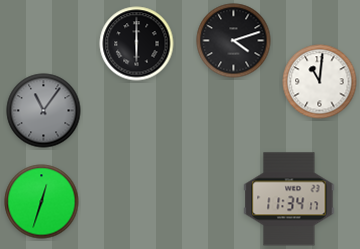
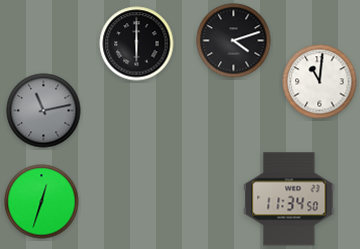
clock at (44, 111): 11:06 -> 11:13
clock at (289, 199): 11:34:17 -> 11:34:50
